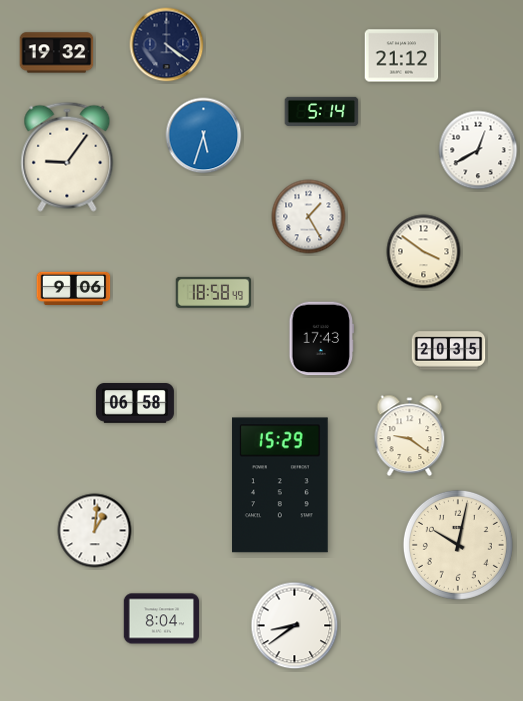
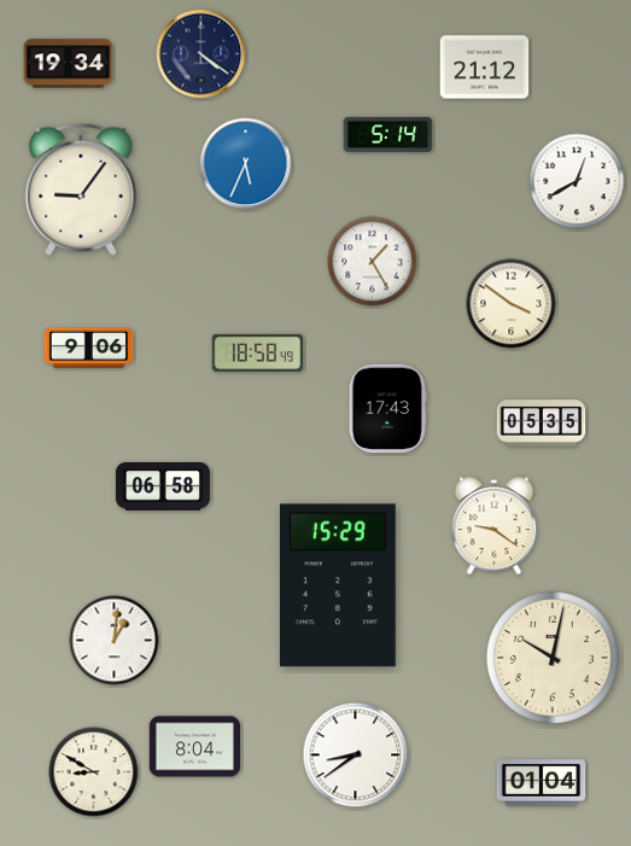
clock at (57, 53): 19:32 -> 19:34
clock at (204, 136): 5:33 -> 5:34
clock at (449, 351): 20:35 -> 05:35
clock at (94, 772): none -> 8:50
clock at (542, 783): none -> 01:04
